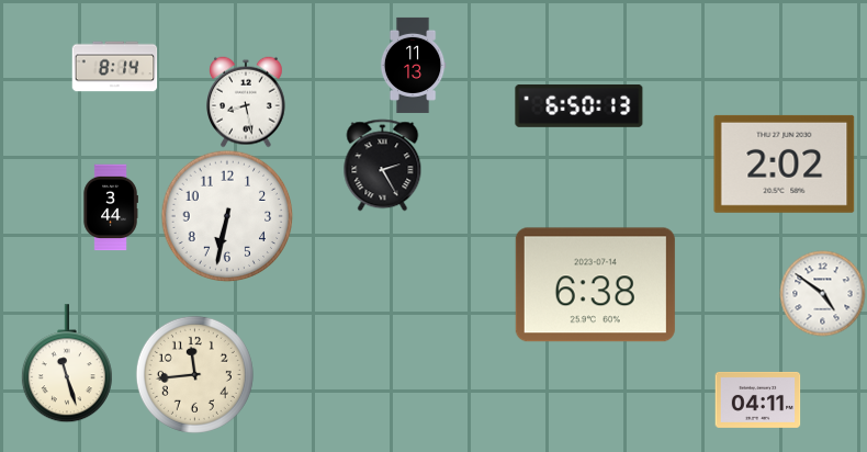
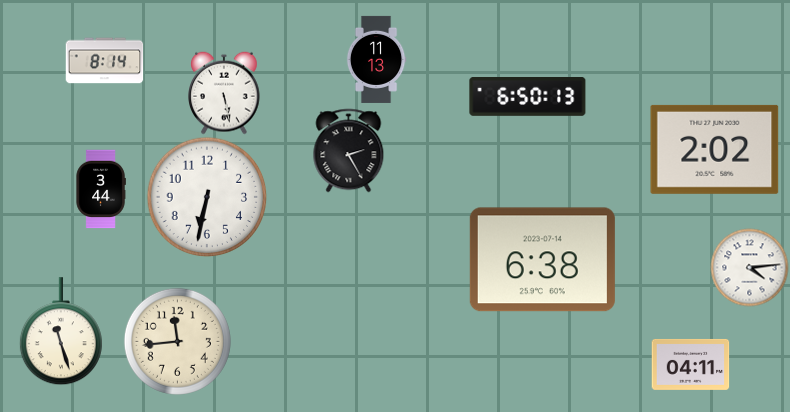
clock at (246, 102): 8:28 -> 5:28
clock at (822, 293): 4:51 -> 4:14
